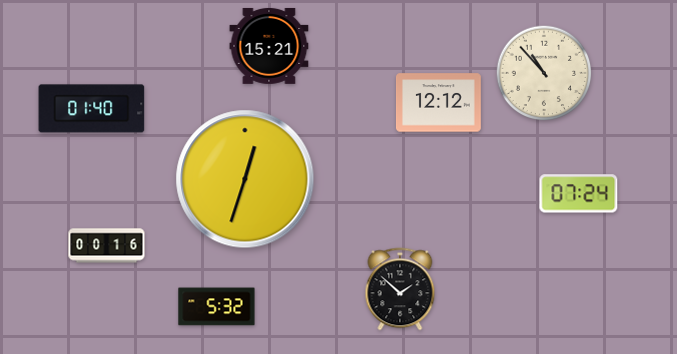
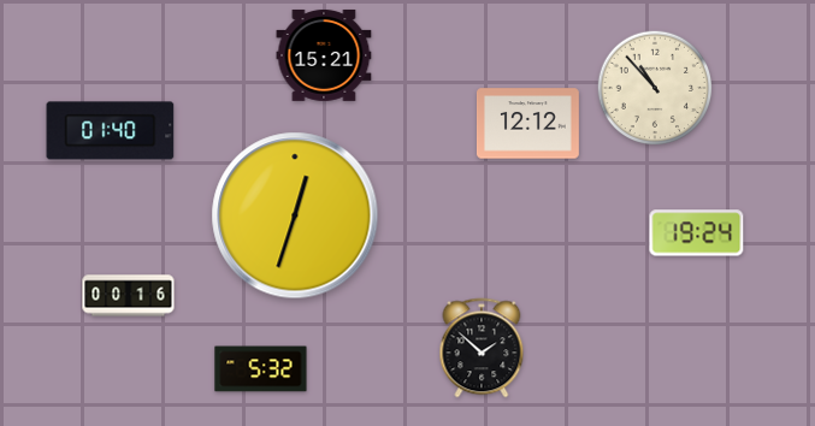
clock at (579, 194): 07:24 -> 19:24
